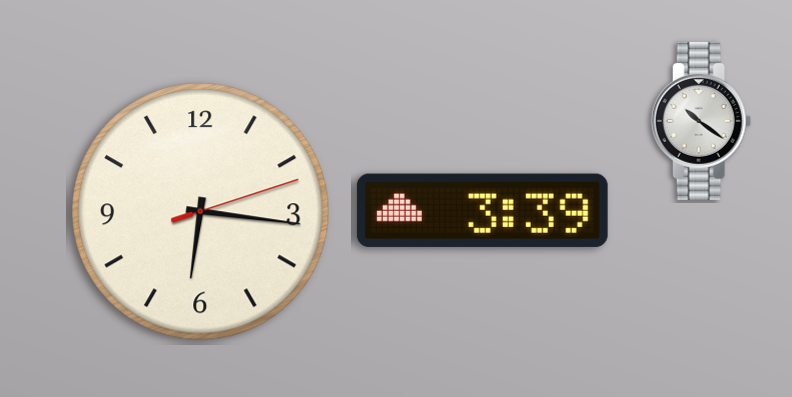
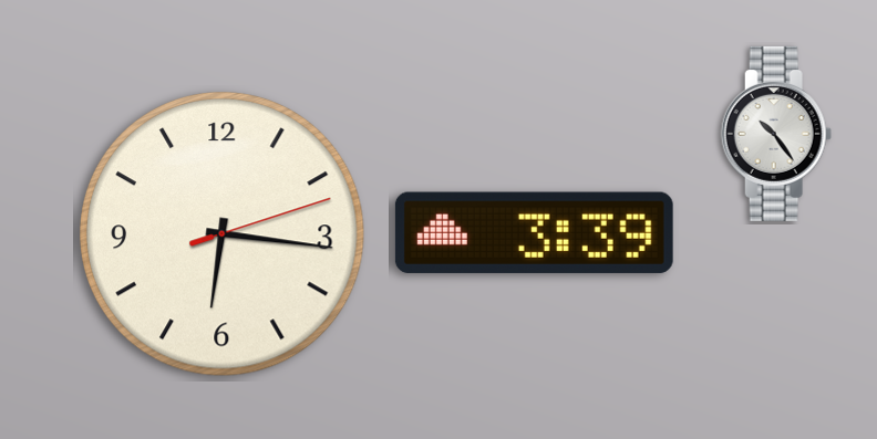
clock at (701, 121): 10:21 -> 10:24
